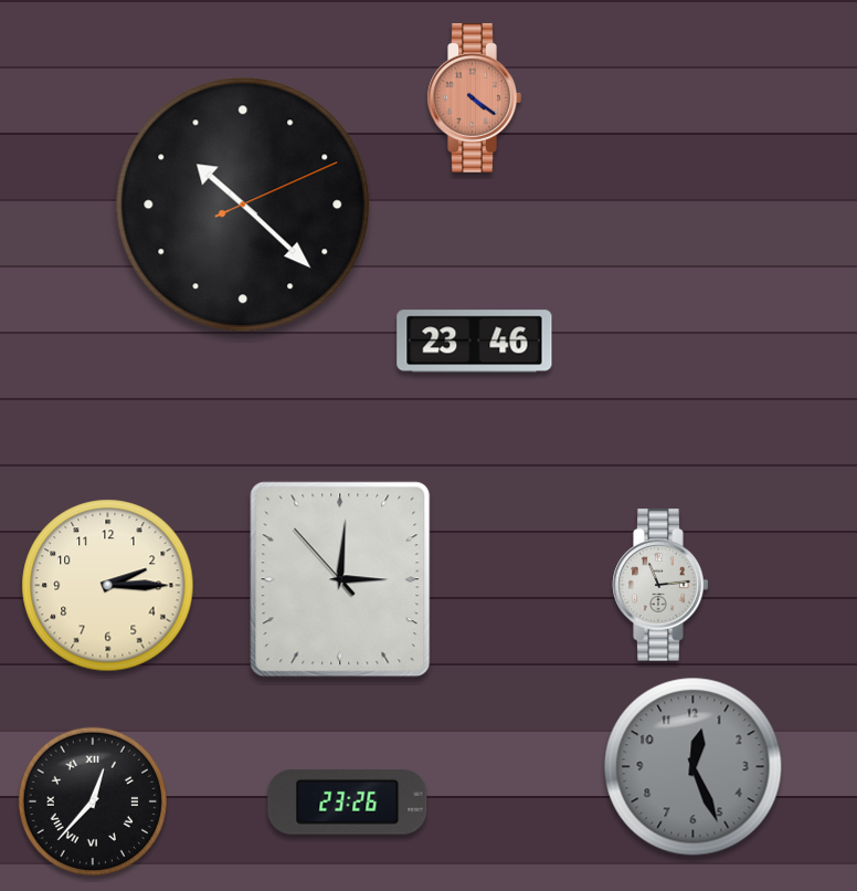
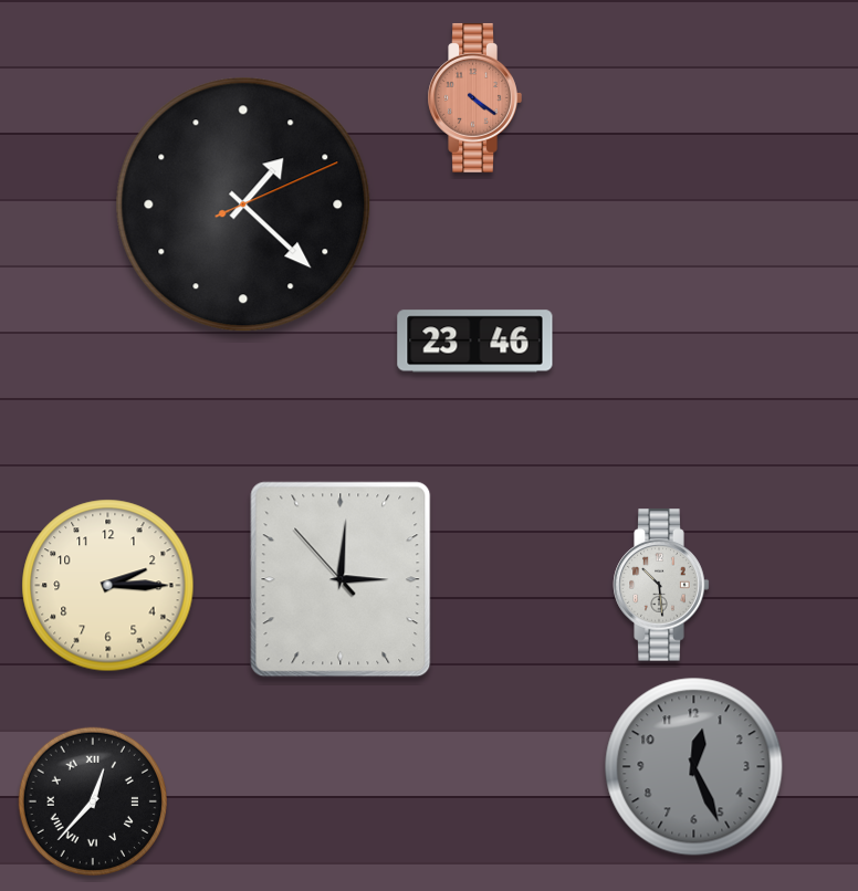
clock at (243, 205): 10:22 -> 1:22
clock at (660, 585): 11:14 -> 10:29
clock at (348, 803): 23:26 -> none
